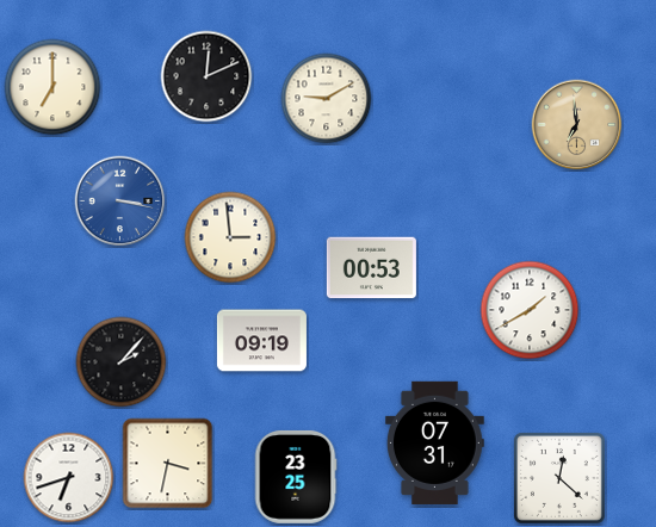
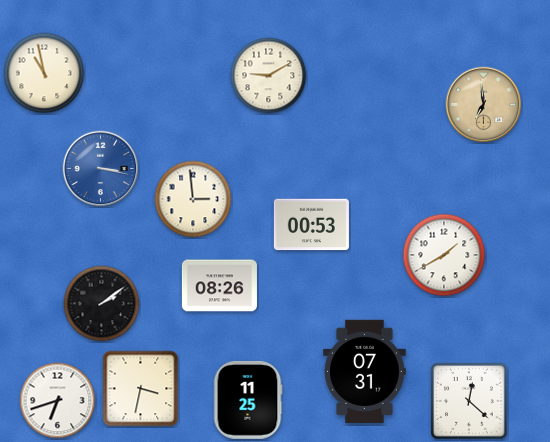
clock at (206, 76): 12:11 -> none
clock at (52, 87): 7:00 -> 10:58
clock at (327, 99) position: (327, 99) -> (269, 76)
clock at (530, 310) position: (530, 310) -> (444, 255)
clock at (261, 341): 09:19 -> 08:26
clock at (122, 362): 2:07 -> 2:09
clock at (296, 477): 23:25 -> 11:25
